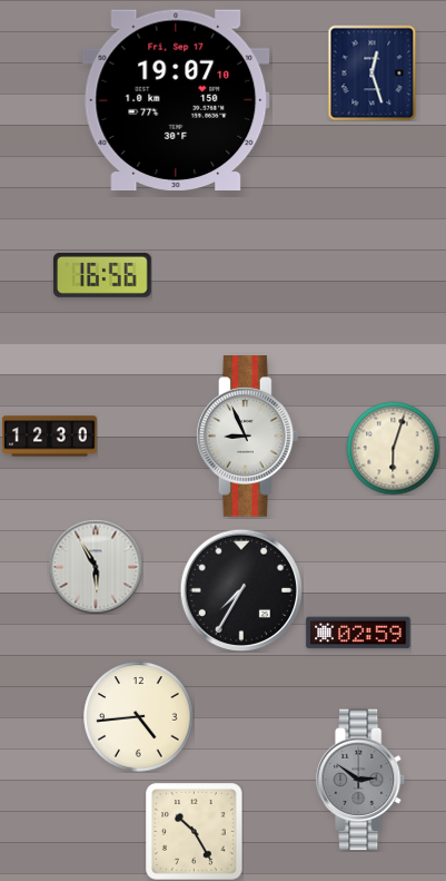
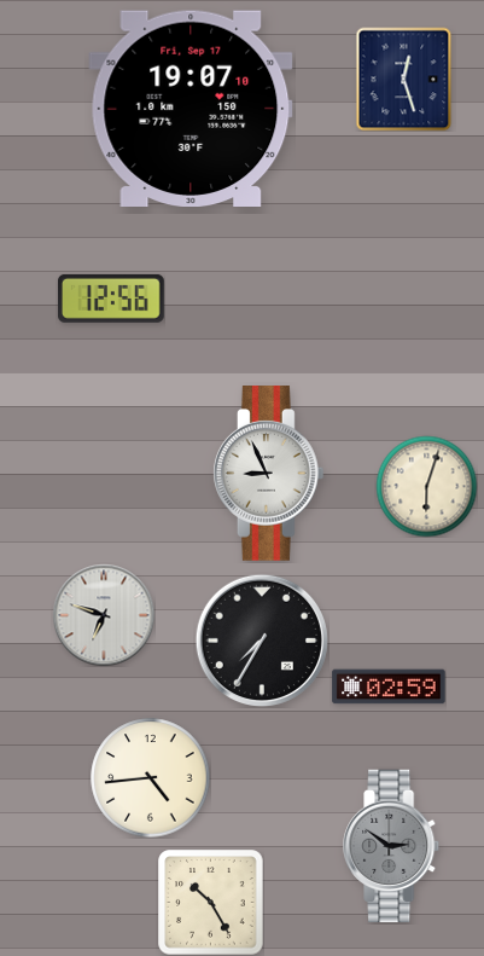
clock at (103, 275): 16:56 -> 12:56
clock at (49, 437): 12:30 -> none
clock at (96, 567): 5:55 -> 6:48
